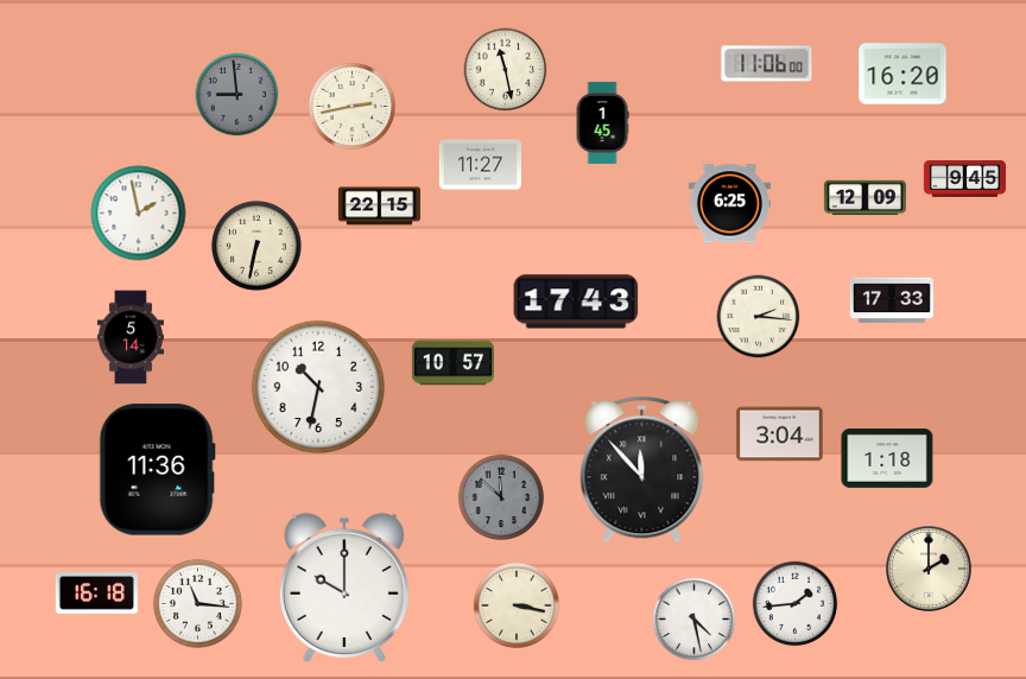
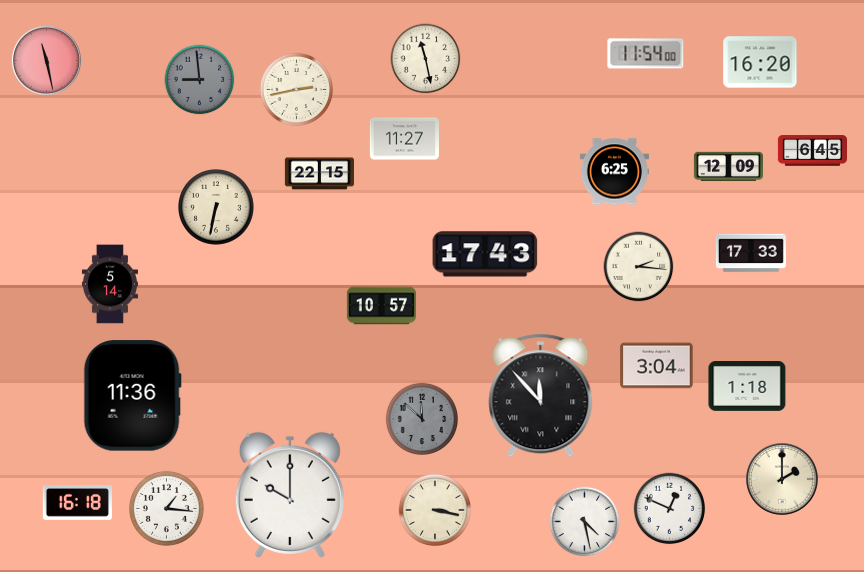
clock at (767, 64): 11:06 -> 11:54
clock at (46, 60): none -> 11:28
clock at (602, 122): 1:45 -> none
clock at (964, 179): 9:45 -> 6:45
clock at (139, 214): 1:58 -> none
clock at (318, 387): 10:32 -> none
clock at (96, 594) position: (96, 594) -> (77, 503)
clock at (197, 603): 11:16 -> 1:16
clock at (796, 604): 1:44 -> 12:49
